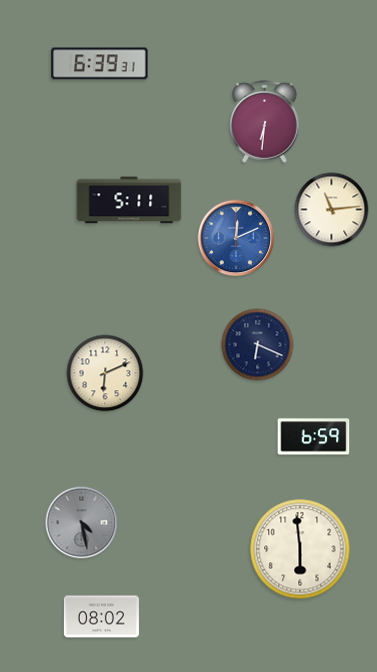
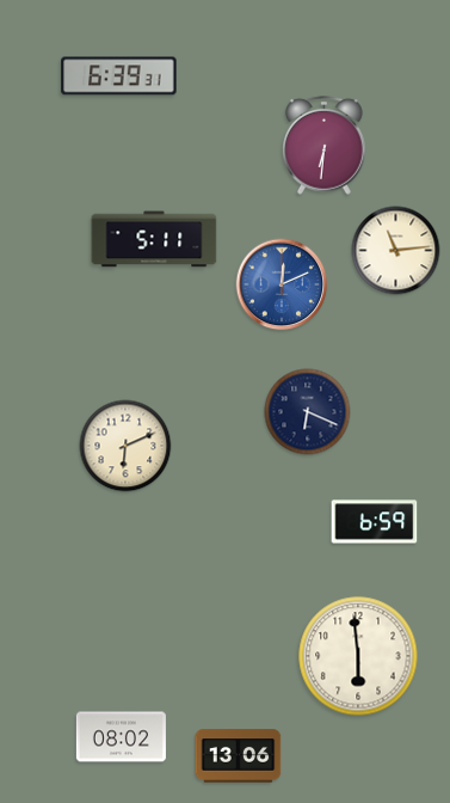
clock at (265, 121) position: (265, 121) -> (325, 145)
clock at (82, 523): 4:28 -> none
clock at (239, 756): none -> 13:06
